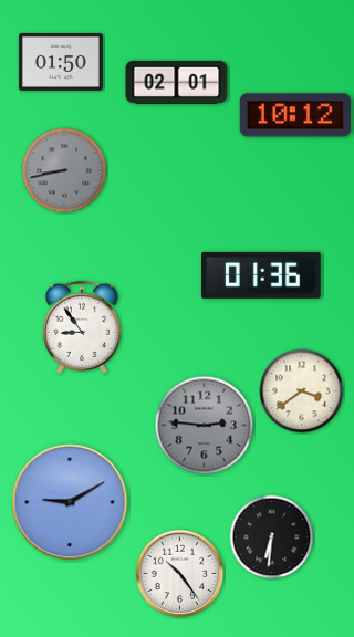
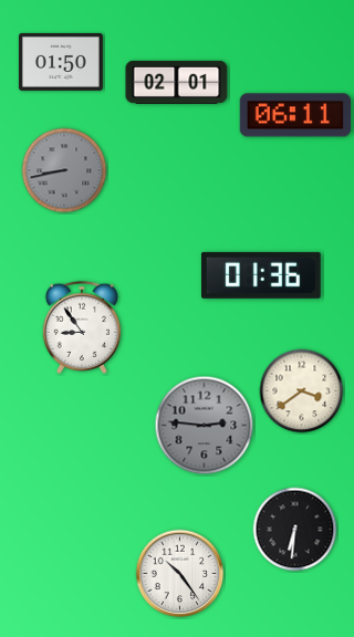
clock at (295, 115): 10:12 -> 06:11
clock at (70, 502): 9:10 -> none
clock at (272, 537) position: (272, 537) -> (295, 530)
